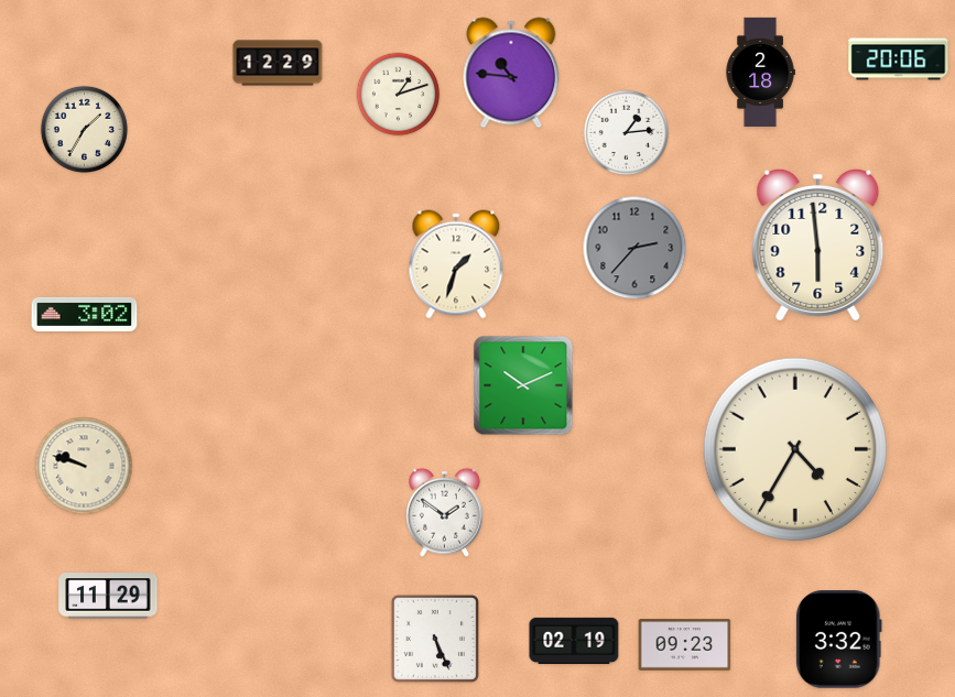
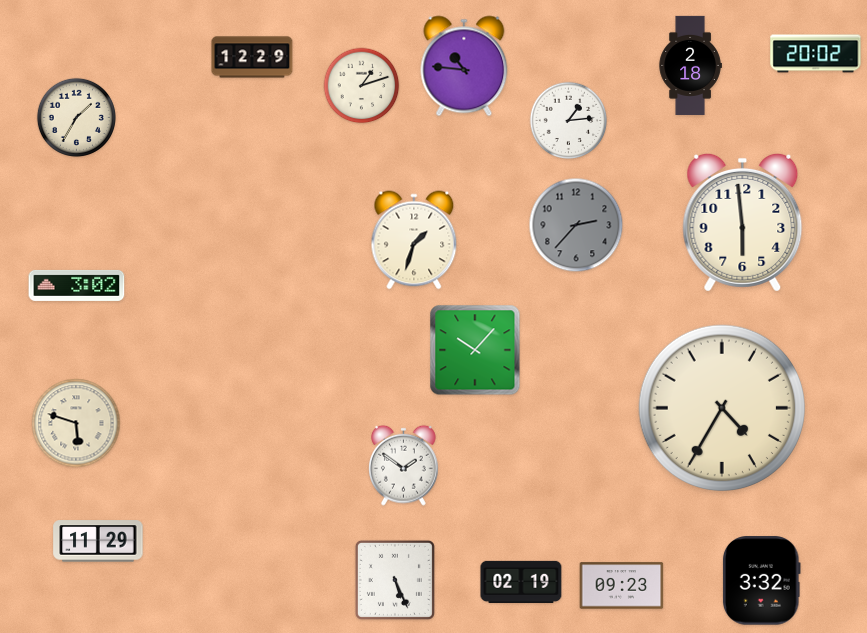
clock at (899, 59): 20:06 -> 20:02
clock at (523, 385): 10:11 -> 10:07
clock at (84, 466): 9:48 -> 5:48
